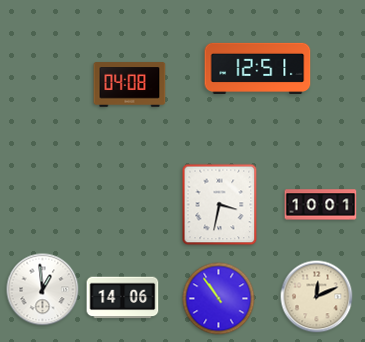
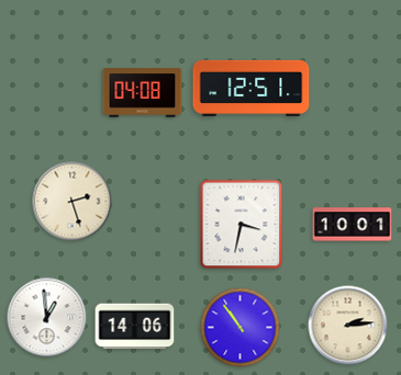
clock at (258, 68) position: (258, 68) -> (252, 88)
clock at (73, 202): none -> 2:27
clock at (317, 297): 12:11 -> 2:14
